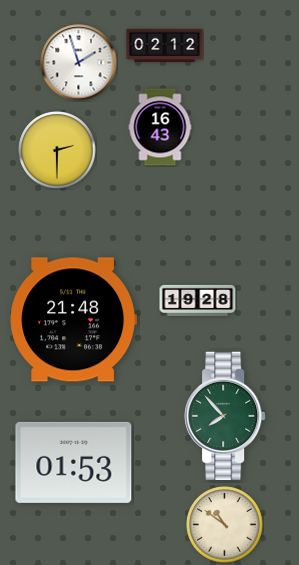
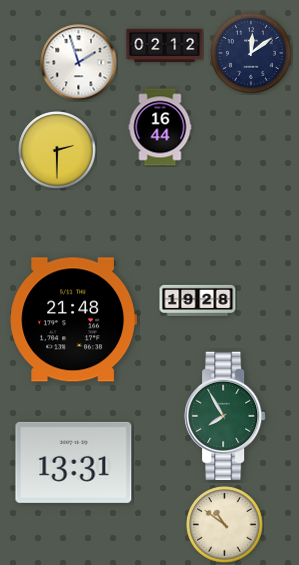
clock at (252, 54): none -> 12:09
clock at (160, 127): 16:43 -> 16:44
clock at (225, 416): 7:53 -> 7:55
clock at (74, 462): 01:53 -> 13:31
